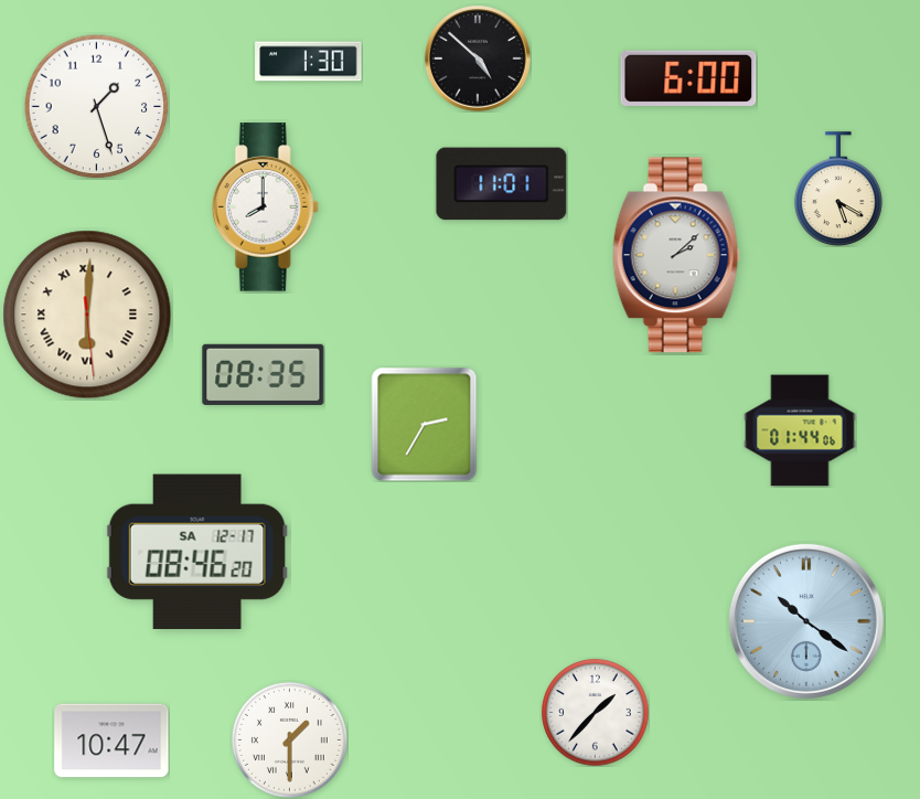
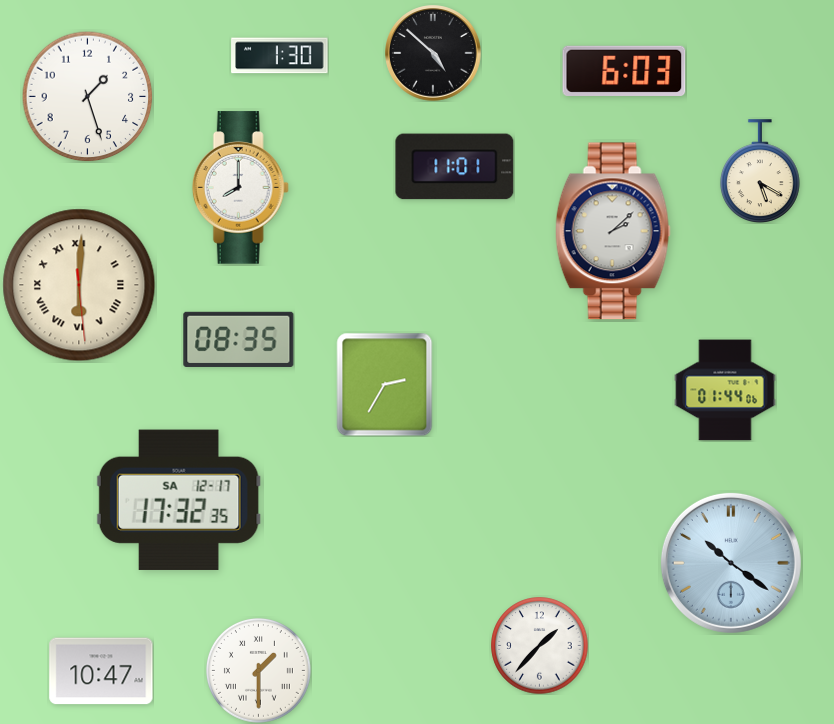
clock at (688, 78): 6:00 -> 6:03
clock at (197, 551): 08:46 -> 17:32
clock at (290, 741) position: (290, 741) -> (259, 671)
